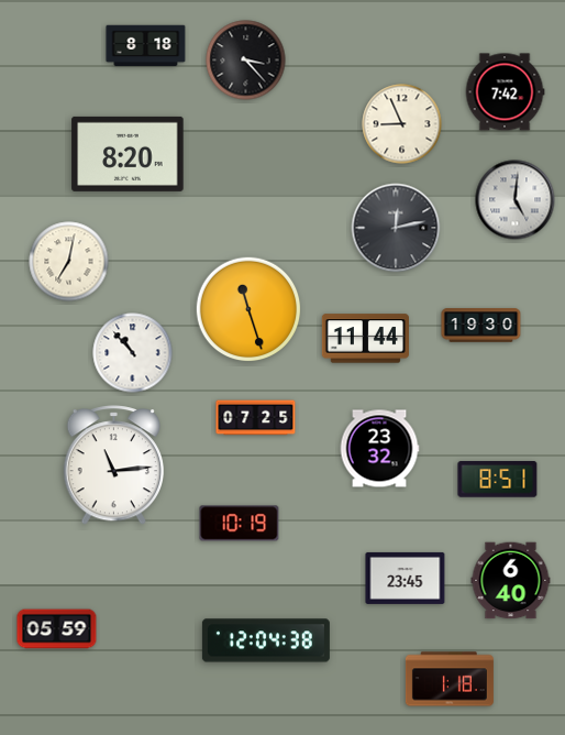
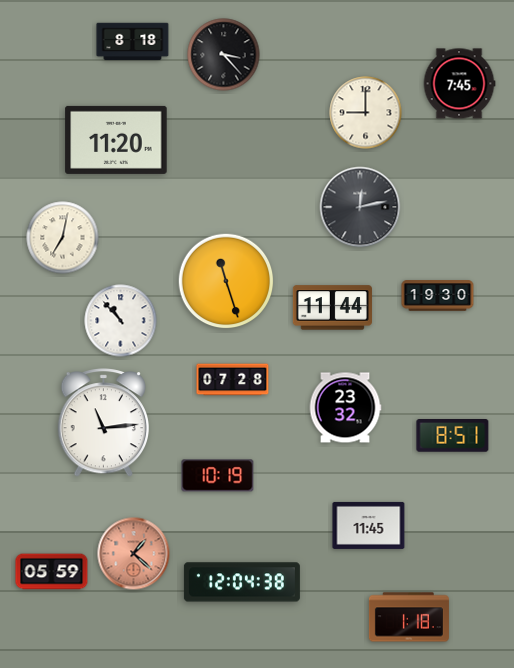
clock at (505, 92): 7:42 -> 7:45
clock at (402, 124): 8:56 -> 9:00
clock at (128, 154): 8:20 -> 11:20
clock at (516, 200): 5:01 -> none
clock at (256, 418): 07:25 -> 07:28
clock at (406, 578): 23:45 -> 11:45
clock at (511, 581): 6:40 -> none
clock at (134, 554): none -> 1:22
